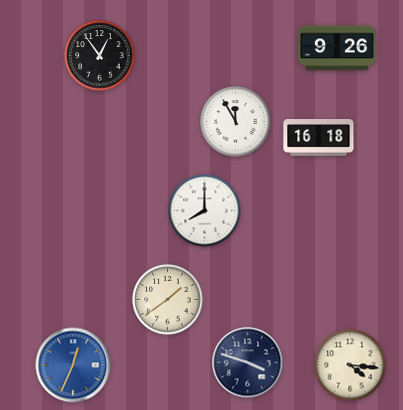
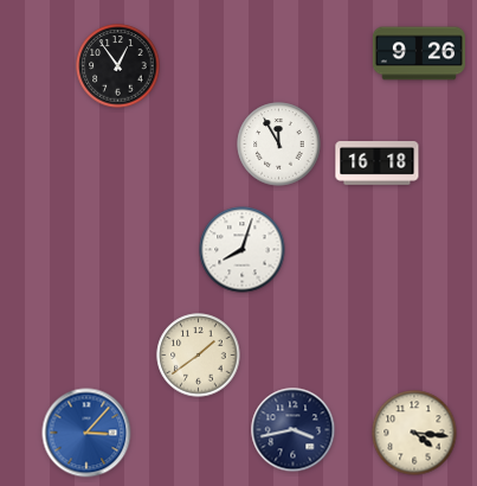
clock at (337, 48) position: (337, 48) -> (419, 53)
clock at (205, 211): 8:00 -> 8:03
clock at (248, 363): 3:48 -> 3:43
clock at (73, 365): 12:34 -> 3:07
